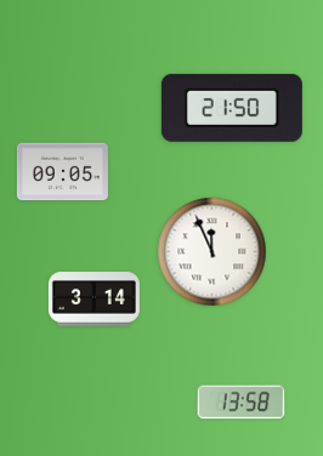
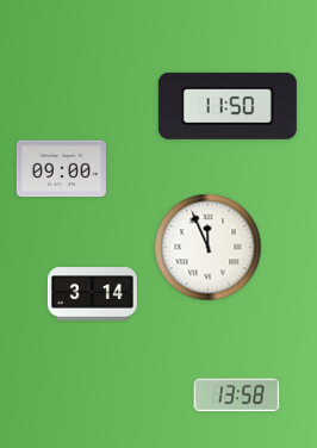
clock at (232, 108): 21:50 -> 11:50
clock at (62, 172): 09:05 -> 09:00
